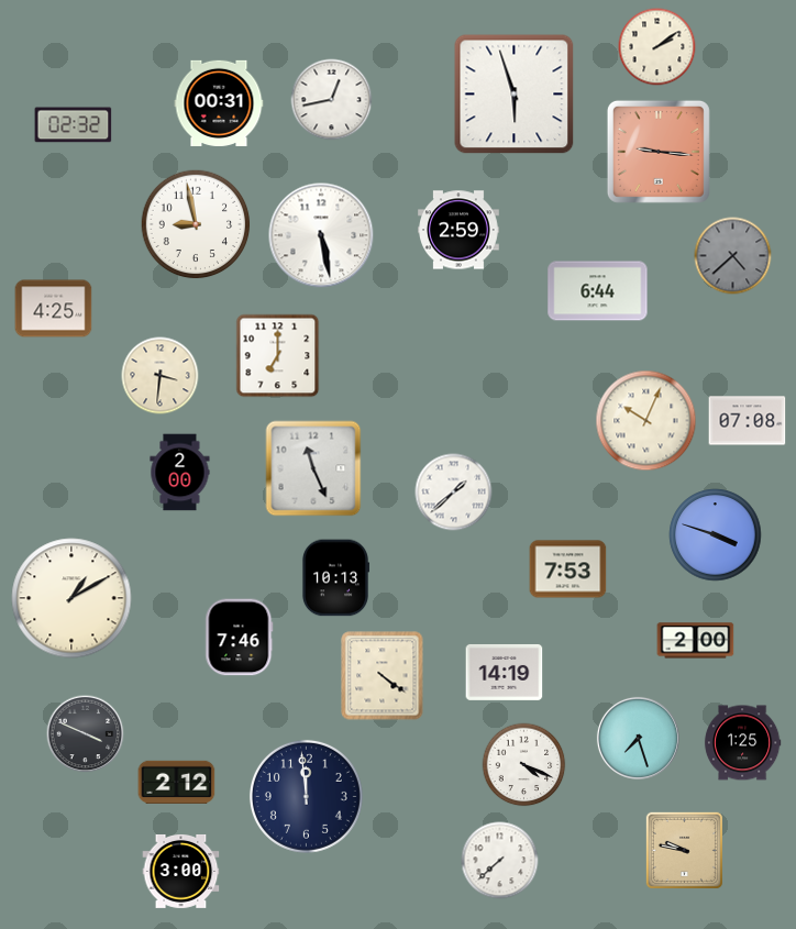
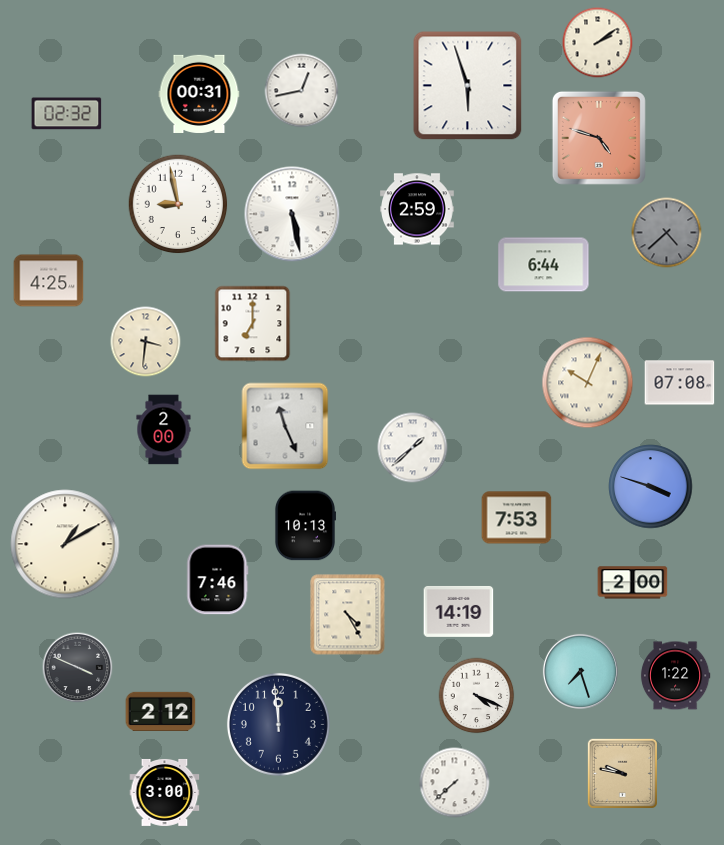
clock at (659, 152): 9:16 -> 4:48
clock at (383, 676): 4:21 -> 4:25
clock at (742, 743): 1:25 -> 1:22
